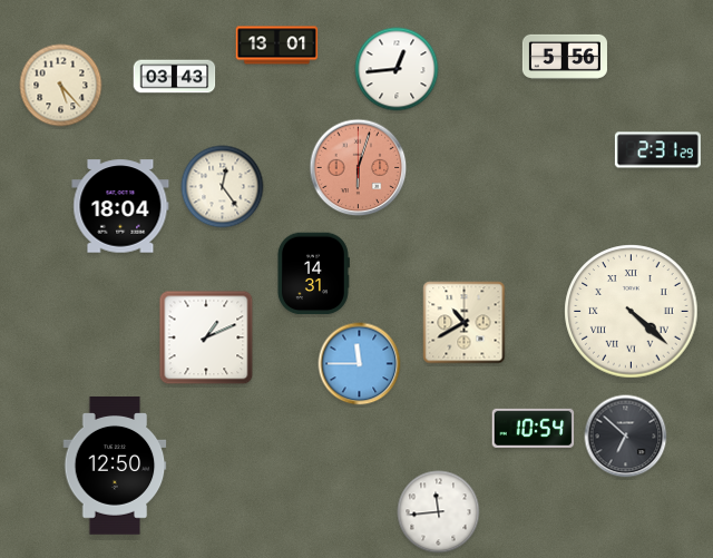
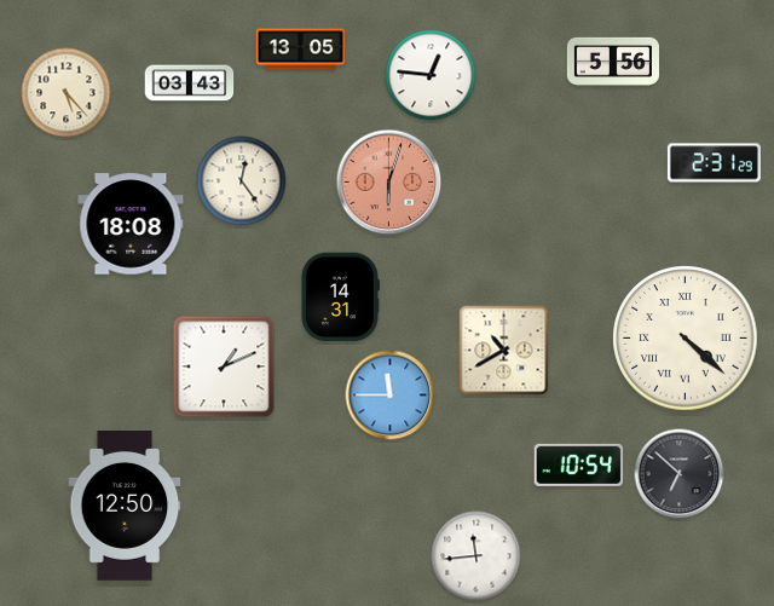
clock at (277, 46): 13:01 -> 13:05
clock at (397, 69): 12:44 -> 12:46
clock at (223, 187) position: (223, 187) -> (242, 181)
clock at (120, 206): 18:04 -> 18:08
